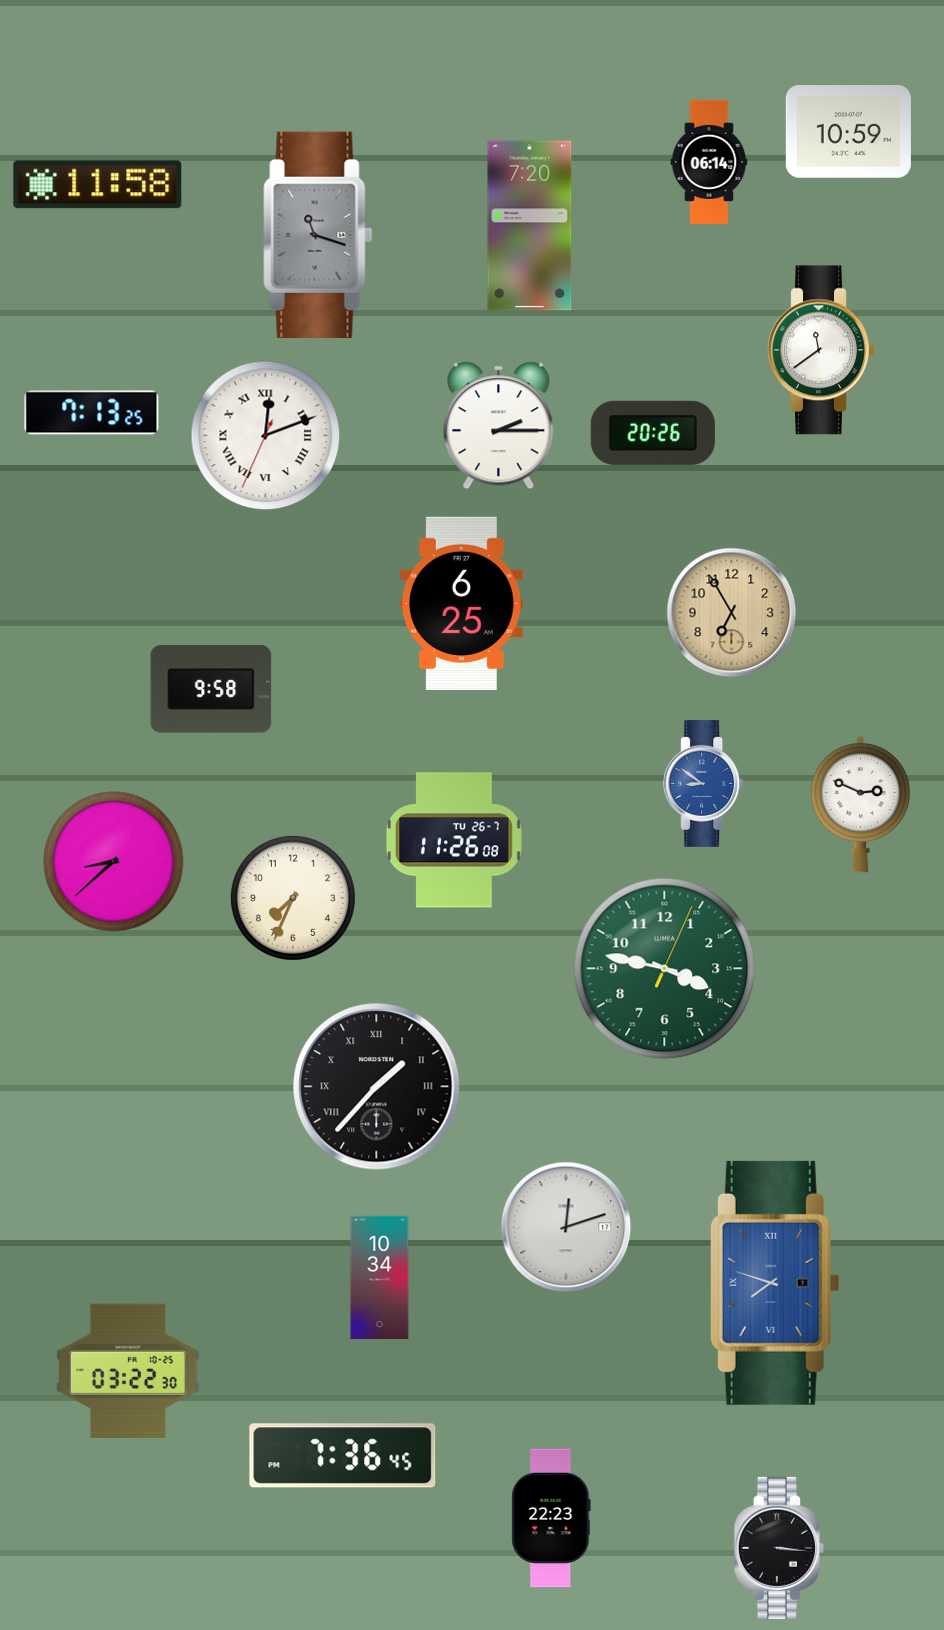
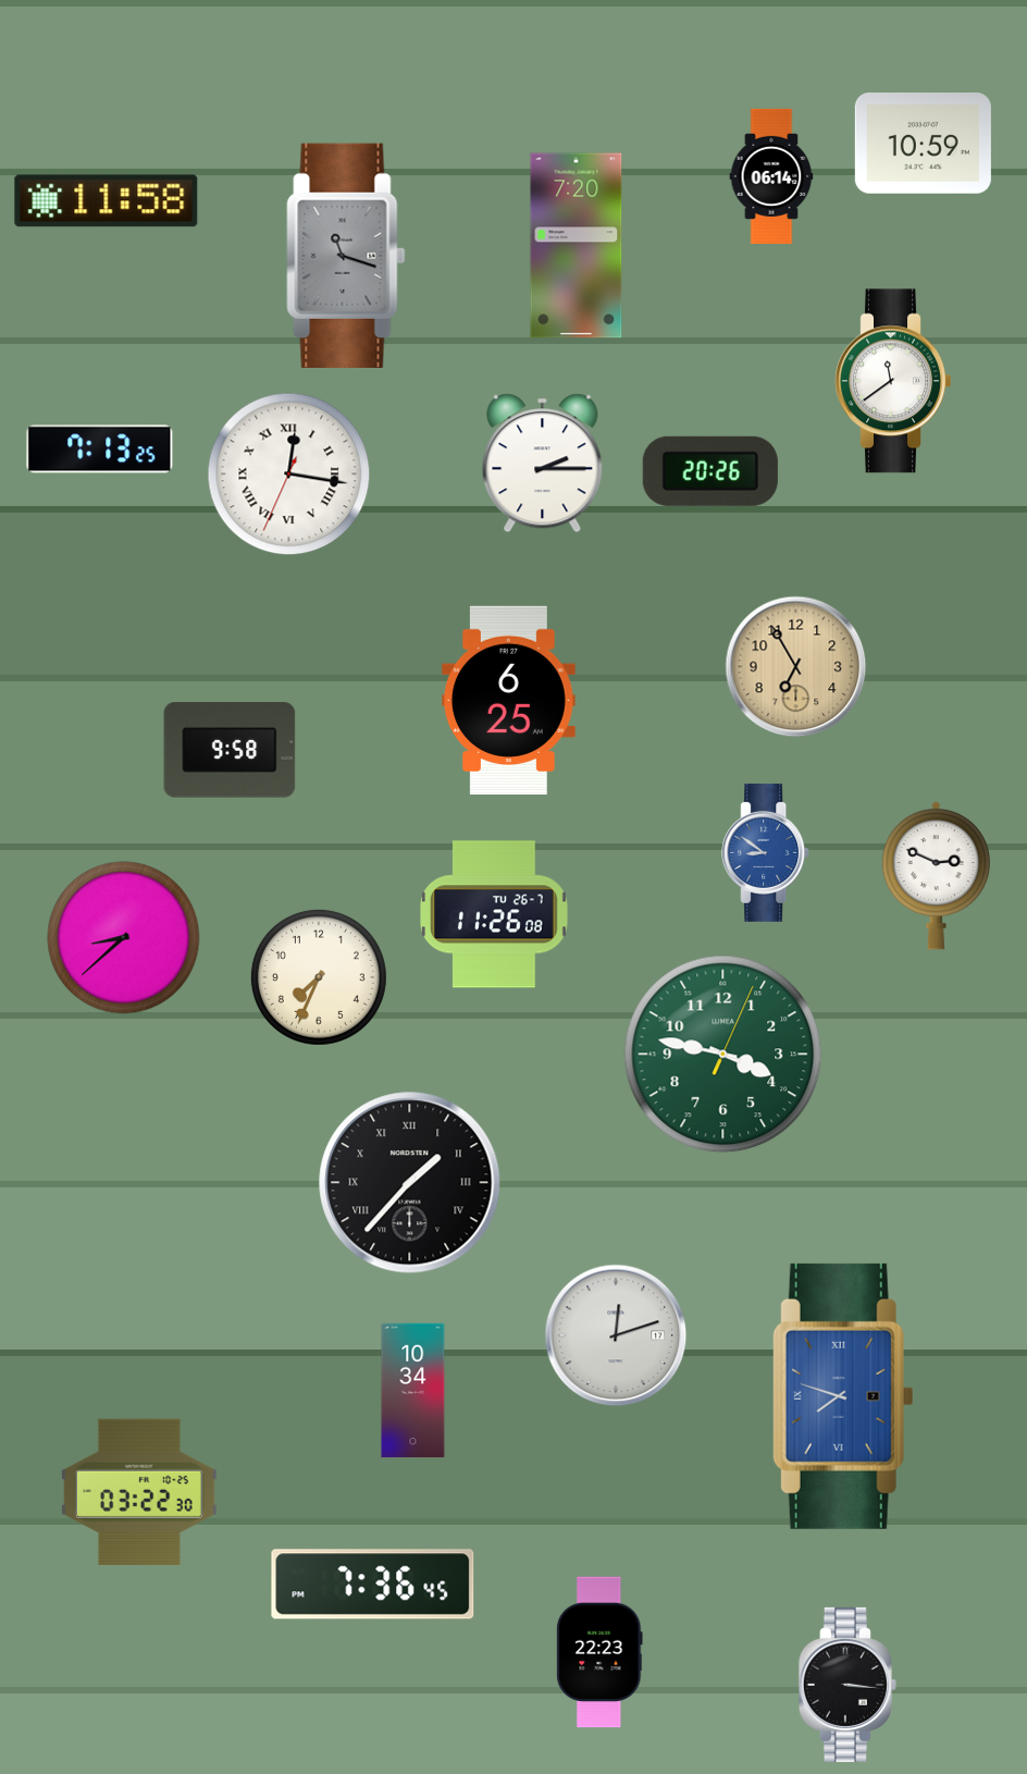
clock at (266, 436): 12:11 -> 12:16
clock at (462, 603) position: (462, 603) -> (509, 700)
